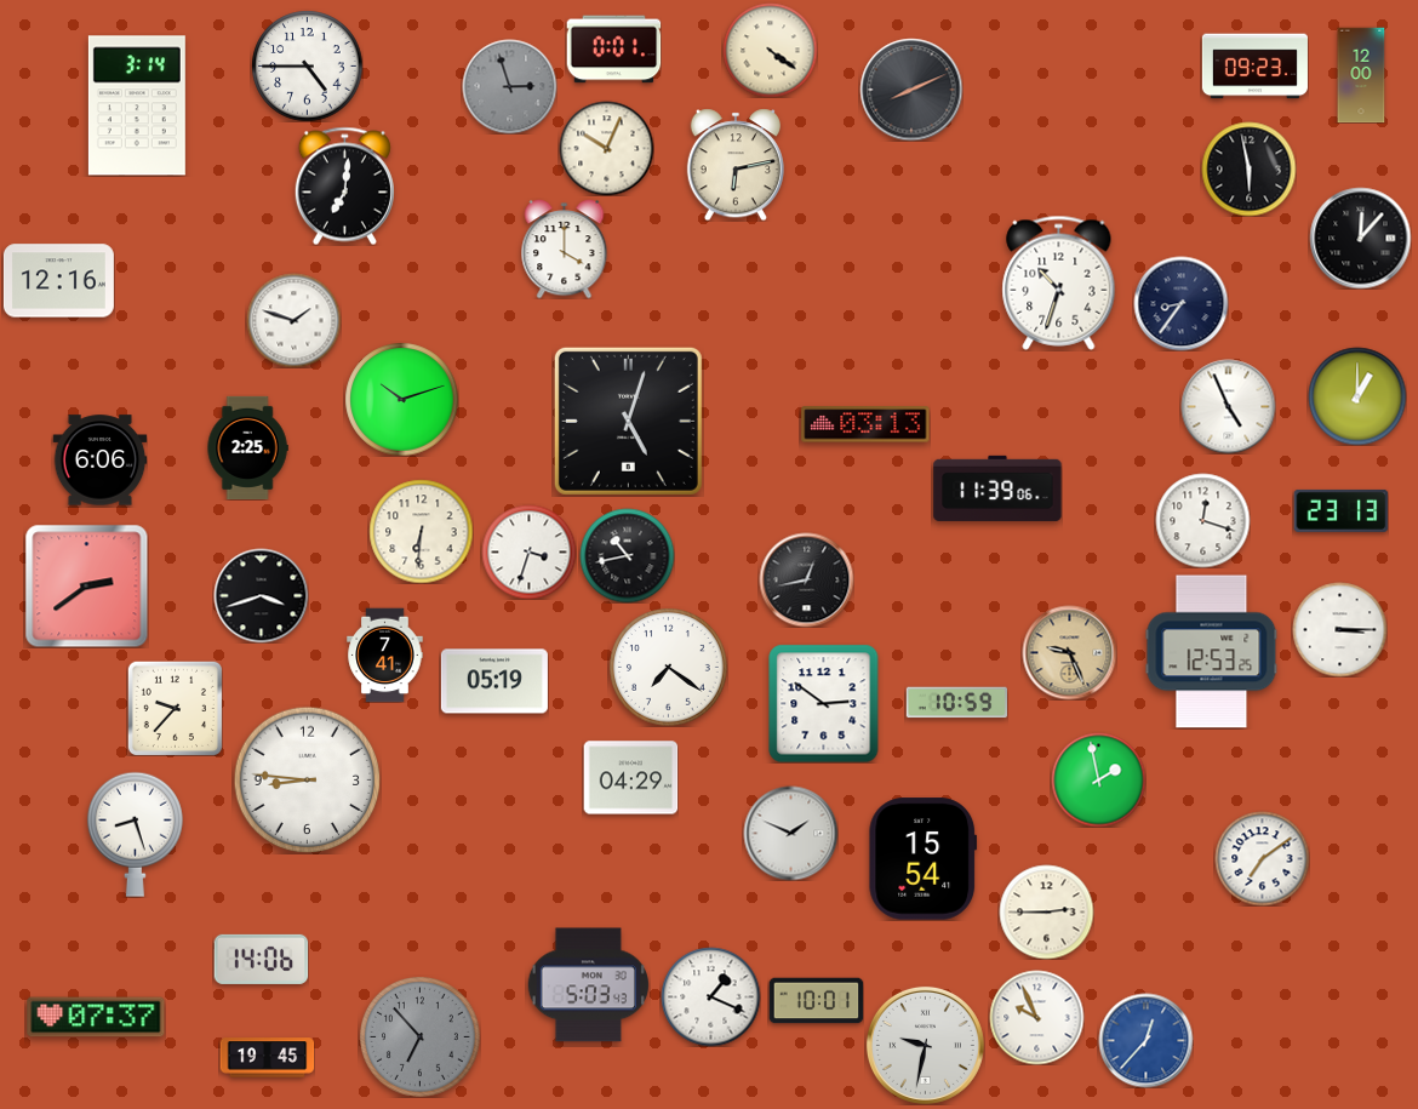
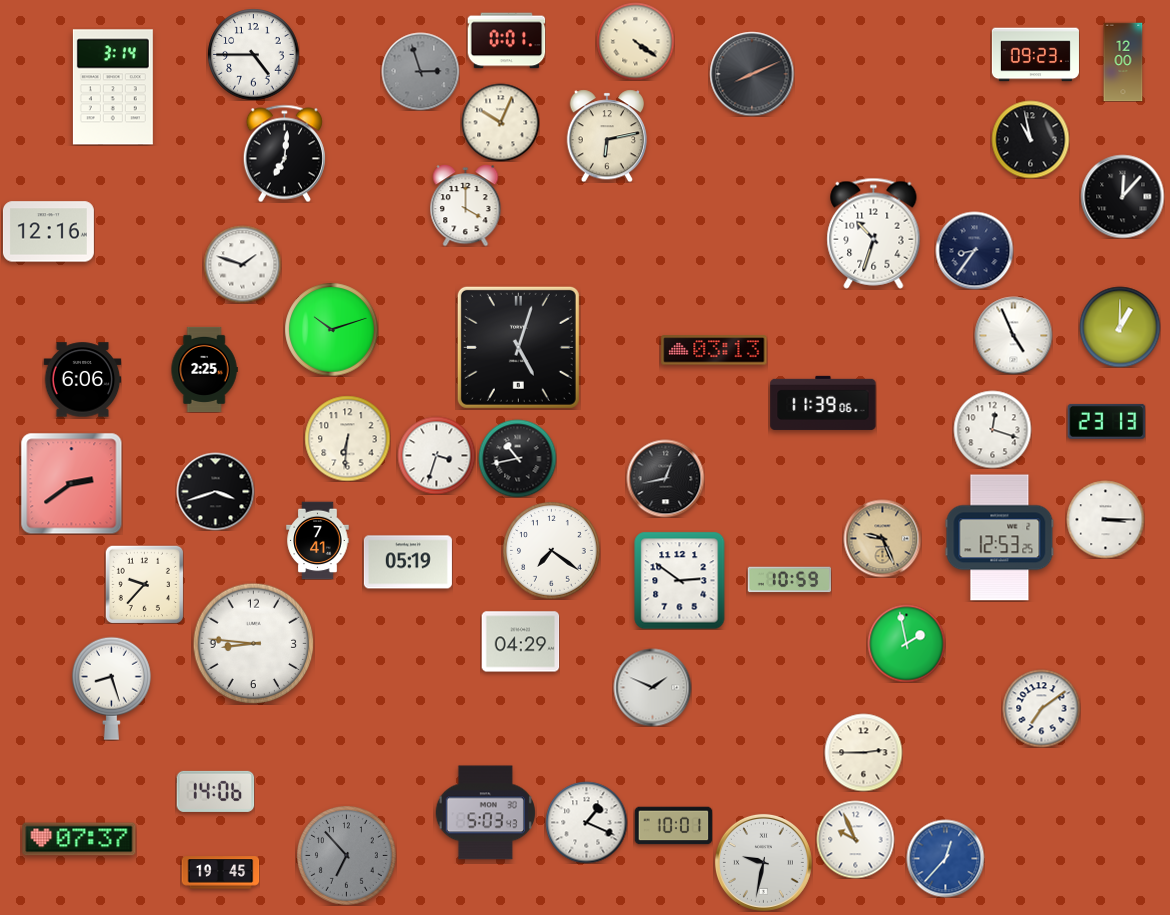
clock at (1248, 168): 5:58 -> 10:58
clock at (924, 859): 15:54 -> none
